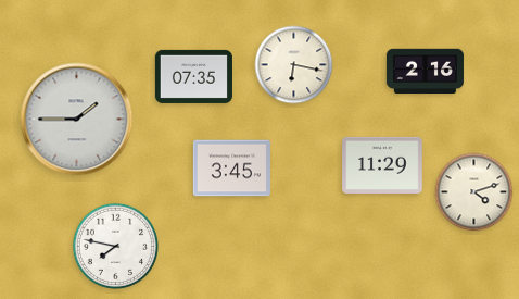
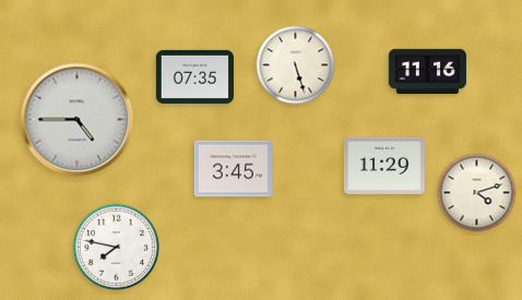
clock at (294, 65): 6:17 -> 5:27
clock at (425, 72): 2:16 -> 11:16
clock at (77, 120): 1:45 -> 4:45
